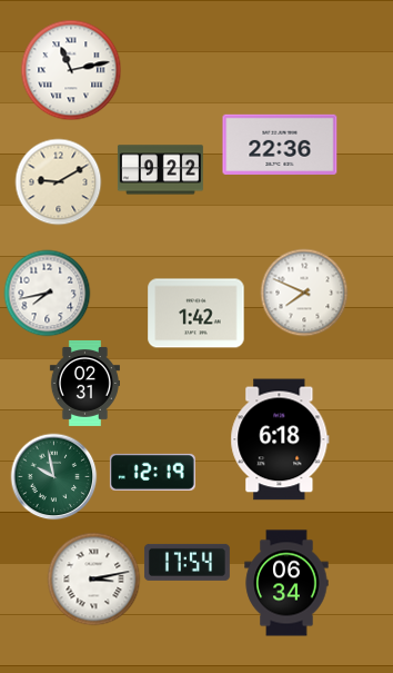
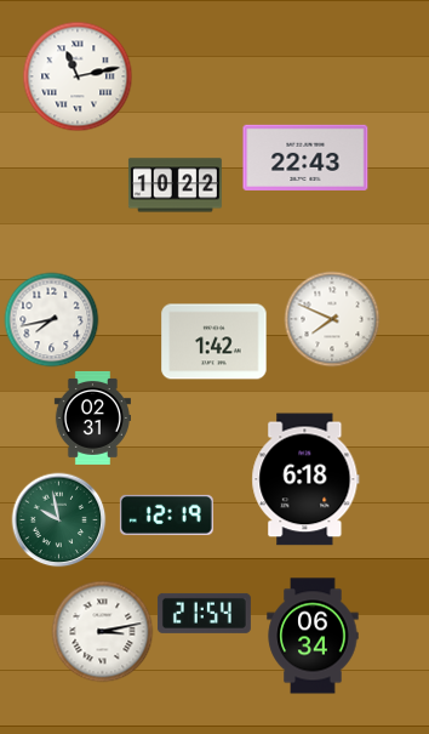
clock at (280, 145): 22:36 -> 22:43
clock at (160, 170): 9:22 -> 10:22
clock at (58, 181): 9:10 -> none
clock at (187, 562): 17:54 -> 21:54
